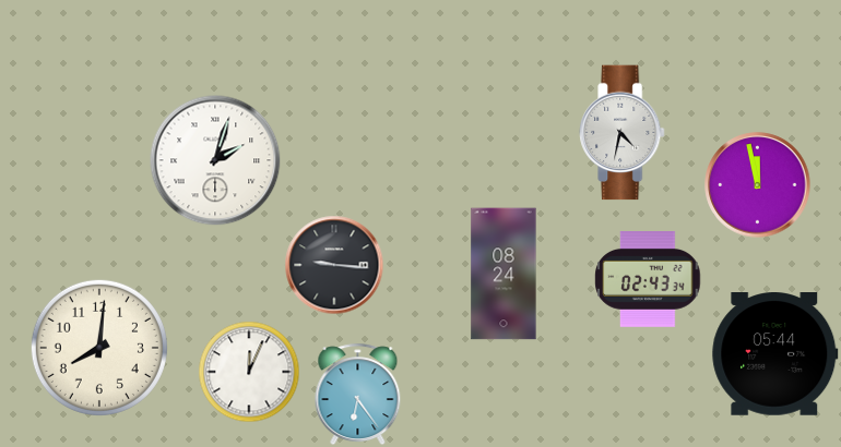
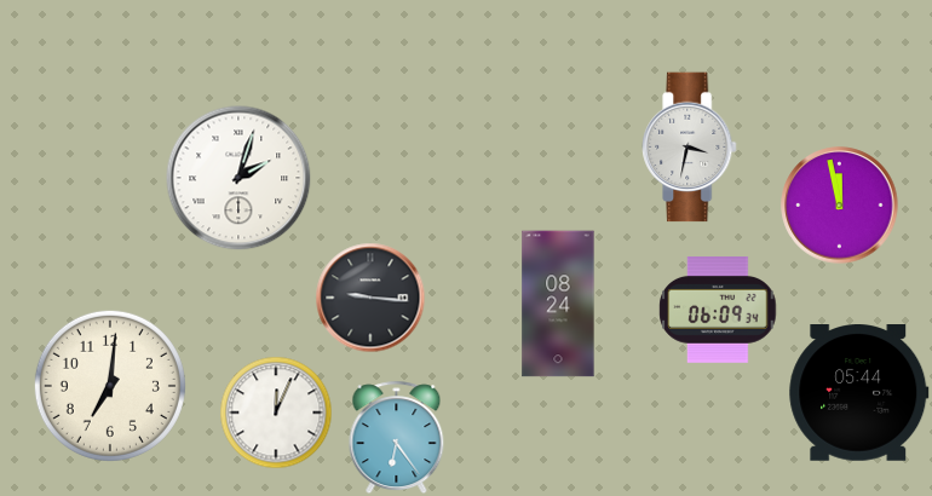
clock at (623, 133): 4:32 -> 3:32
clock at (334, 265) position: (334, 265) -> (370, 298)
clock at (648, 280): 02:43 -> 06:09
clock at (99, 348): 8:01 -> 7:01
